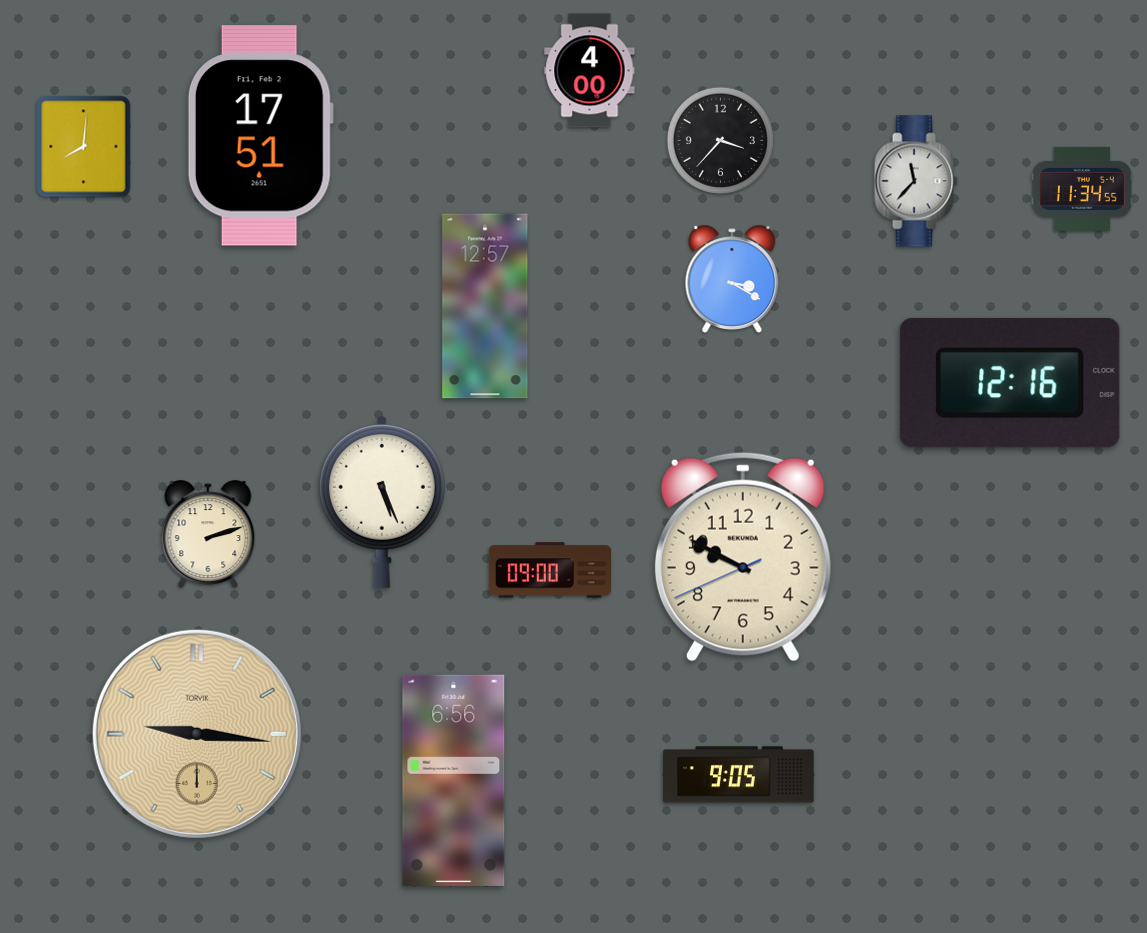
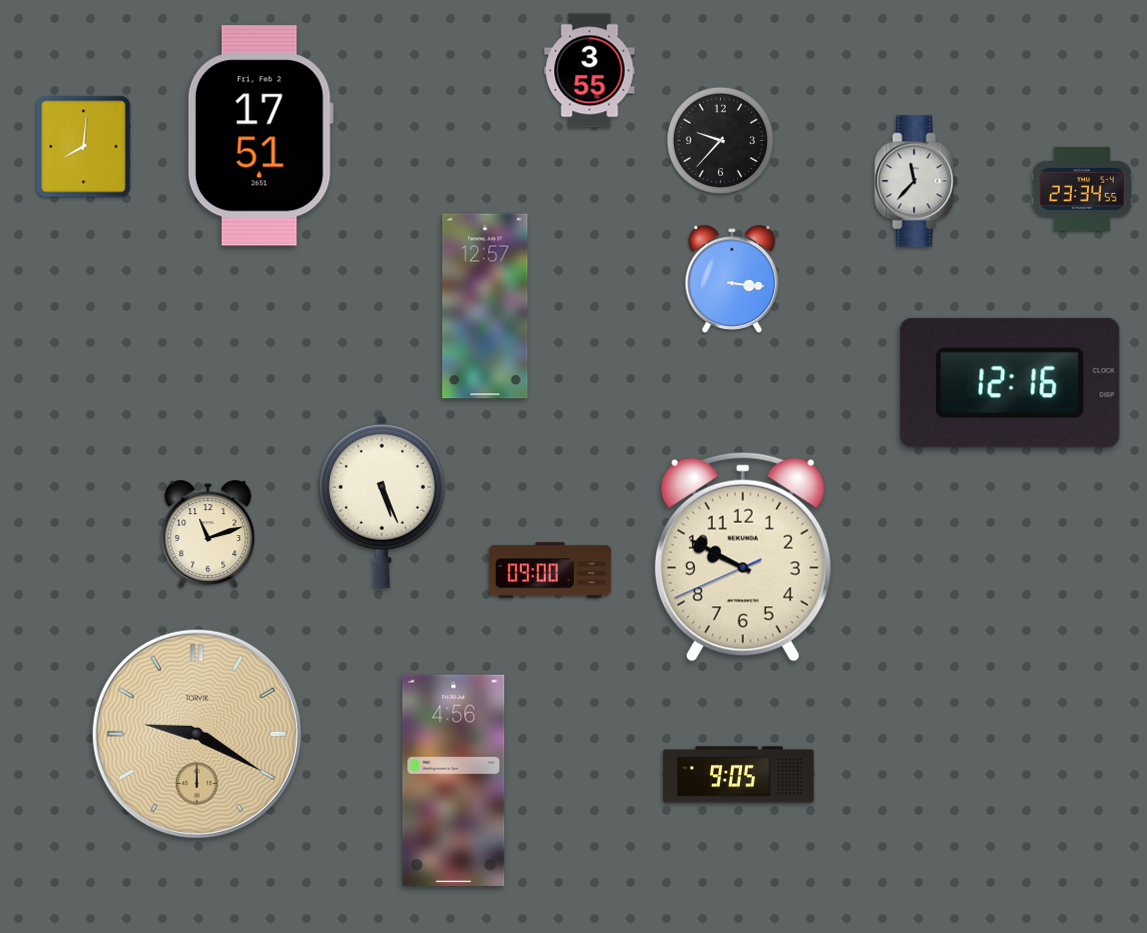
clock at (590, 71): 4:00 -> 3:55
clock at (720, 140): 3:37 -> 9:37
clock at (1082, 189): 11:34 -> 23:34
clock at (732, 279): 3:20 -> 3:16
clock at (208, 534): 2:12 -> 11:12
clock at (197, 734): 9:16 -> 9:20
clock at (454, 780): 6:56 -> 4:56
